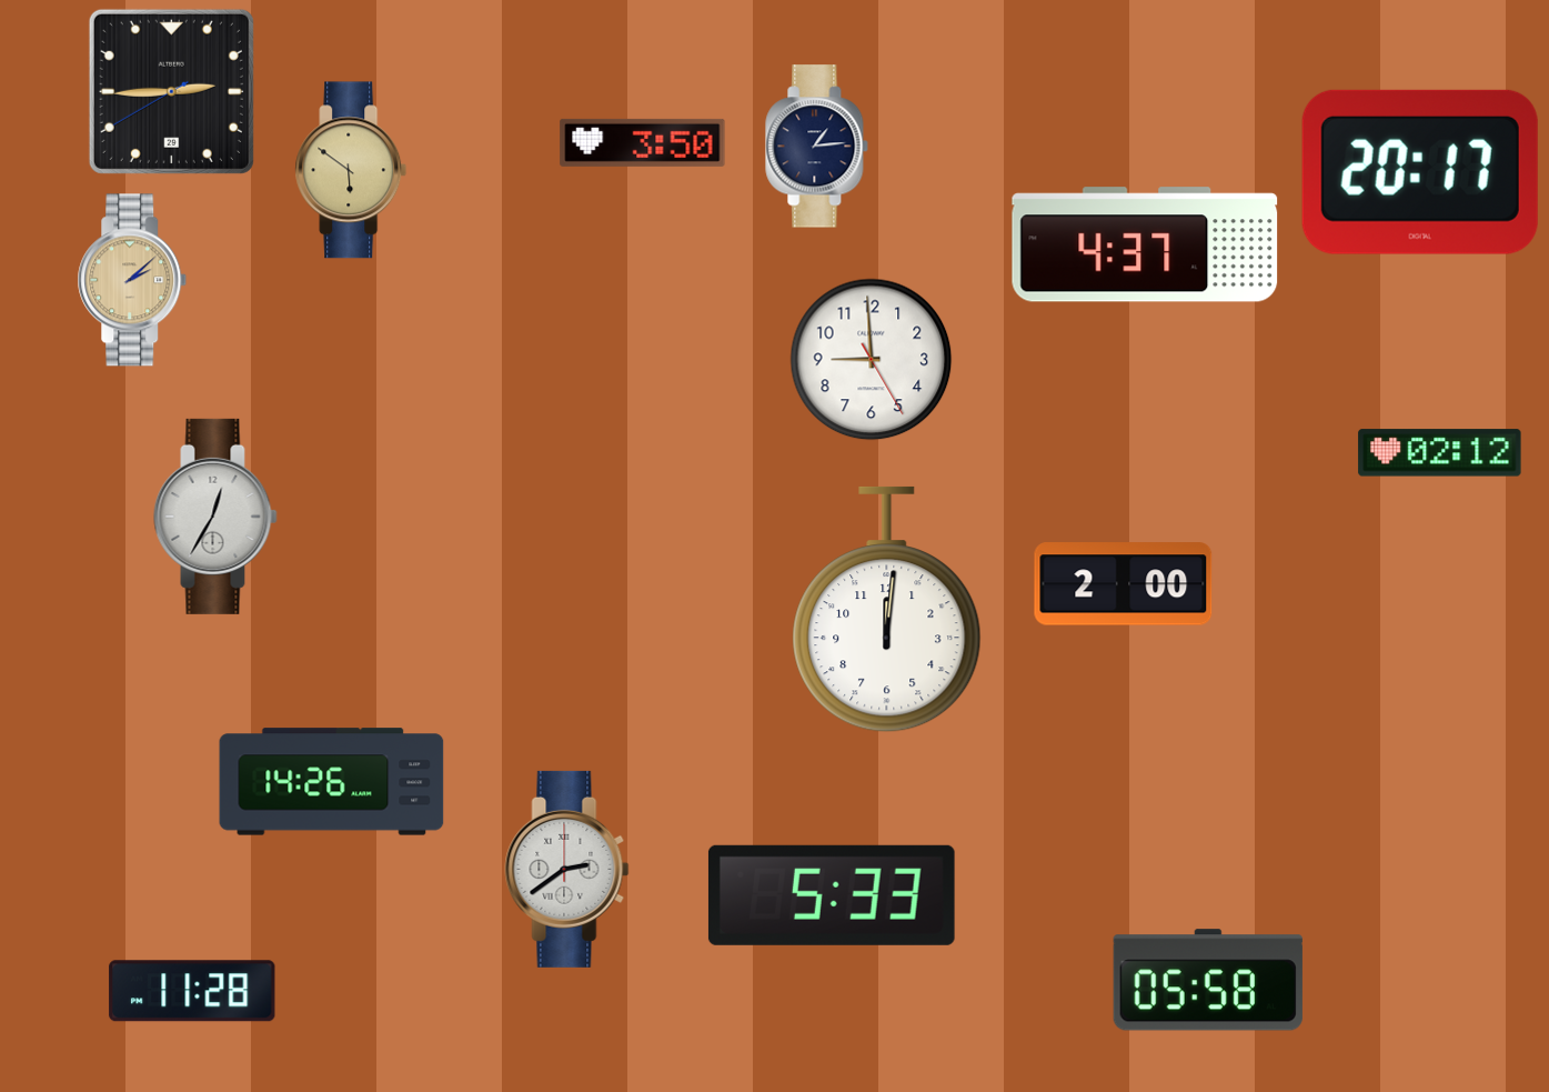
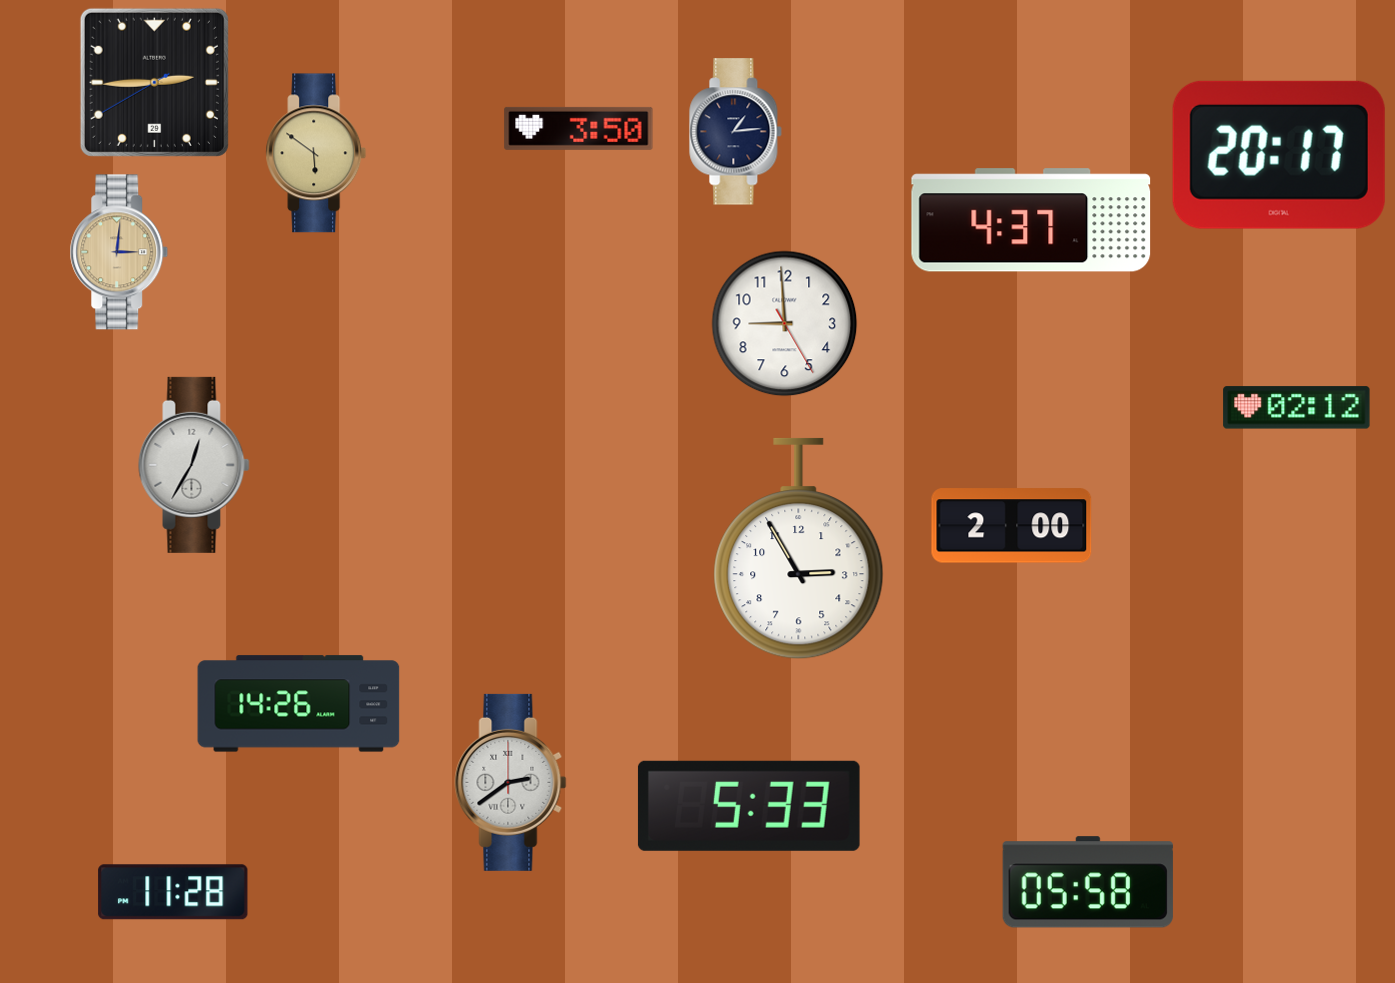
clock at (132, 280): 2:08 -> 3:01
clock at (887, 610): 12:01 -> 2:55
